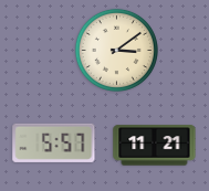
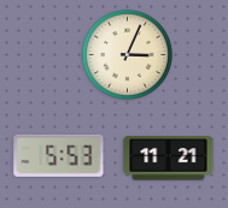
clock at (116, 50): 3:09 -> 3:04
clock at (54, 142): 5:57 -> 5:53
